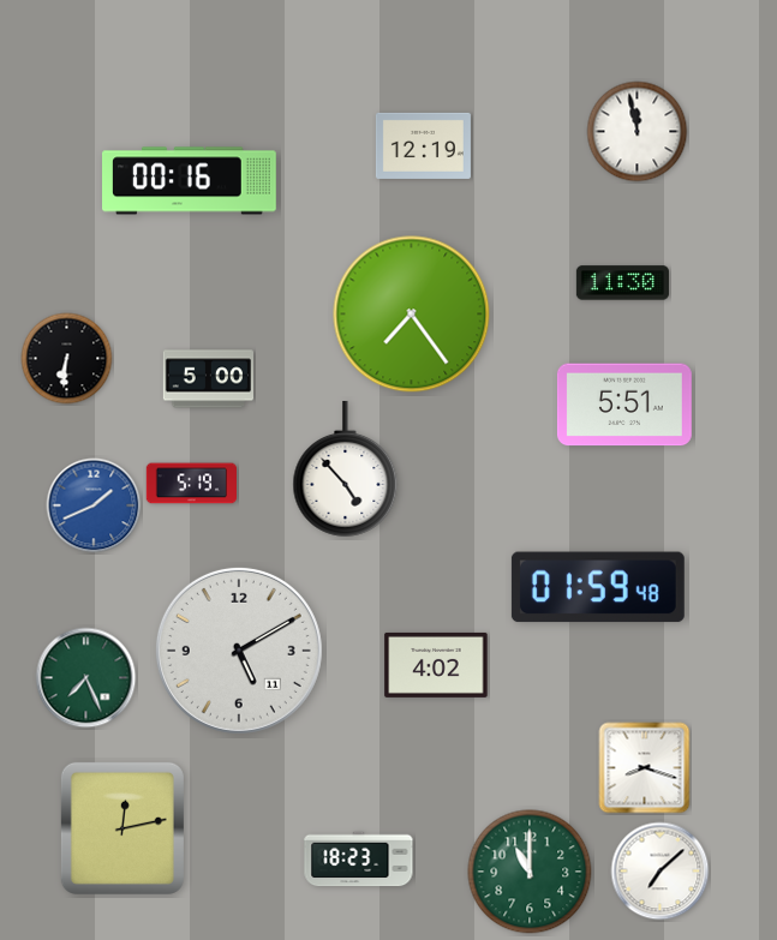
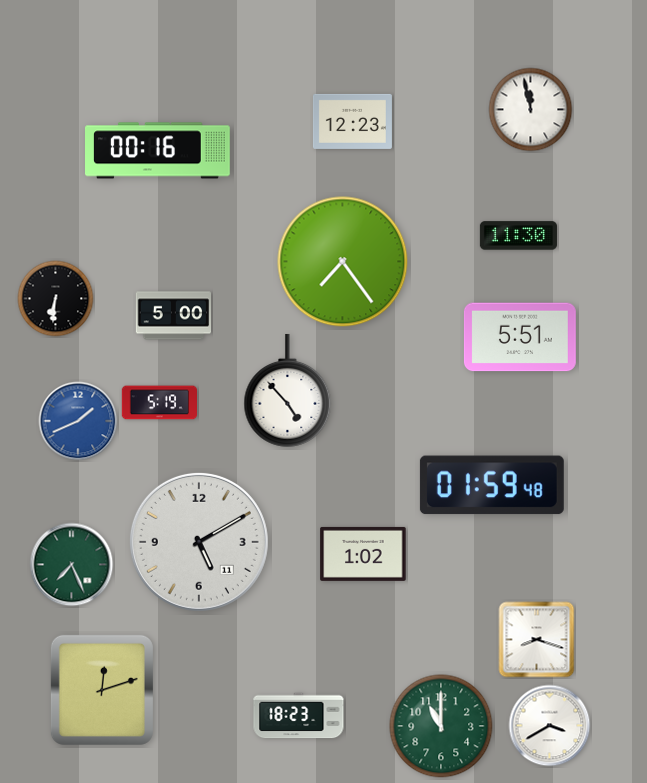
clock at (423, 145): 12:19 -> 12:23
clock at (598, 587) position: (598, 587) -> (492, 485)
clock at (436, 665): 4:02 -> 1:02
clock at (122, 828): 12:13 -> 12:12
clock at (661, 872): 7:08 -> 3:40
